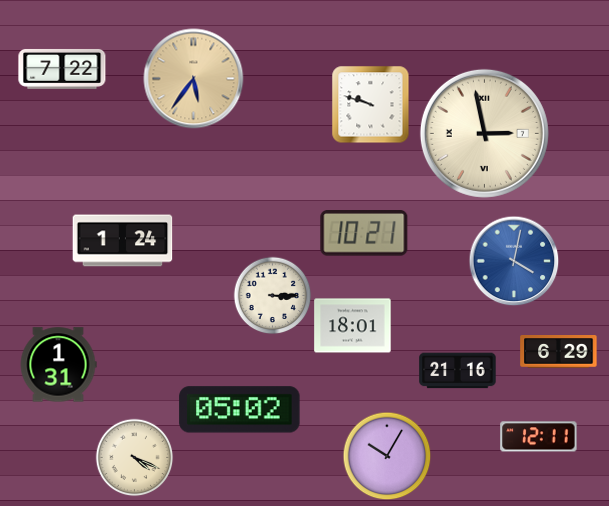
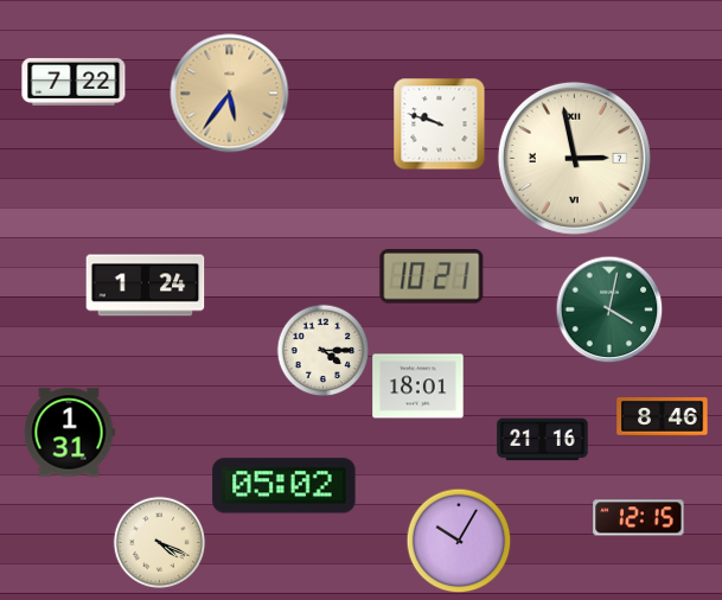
clock at (514, 261) dial: blue -> green
clock at (272, 295): 3:15 -> 4:15
clock at (559, 352): 6:29 -> 8:46
clock at (539, 437): 12:11 -> 12:15
